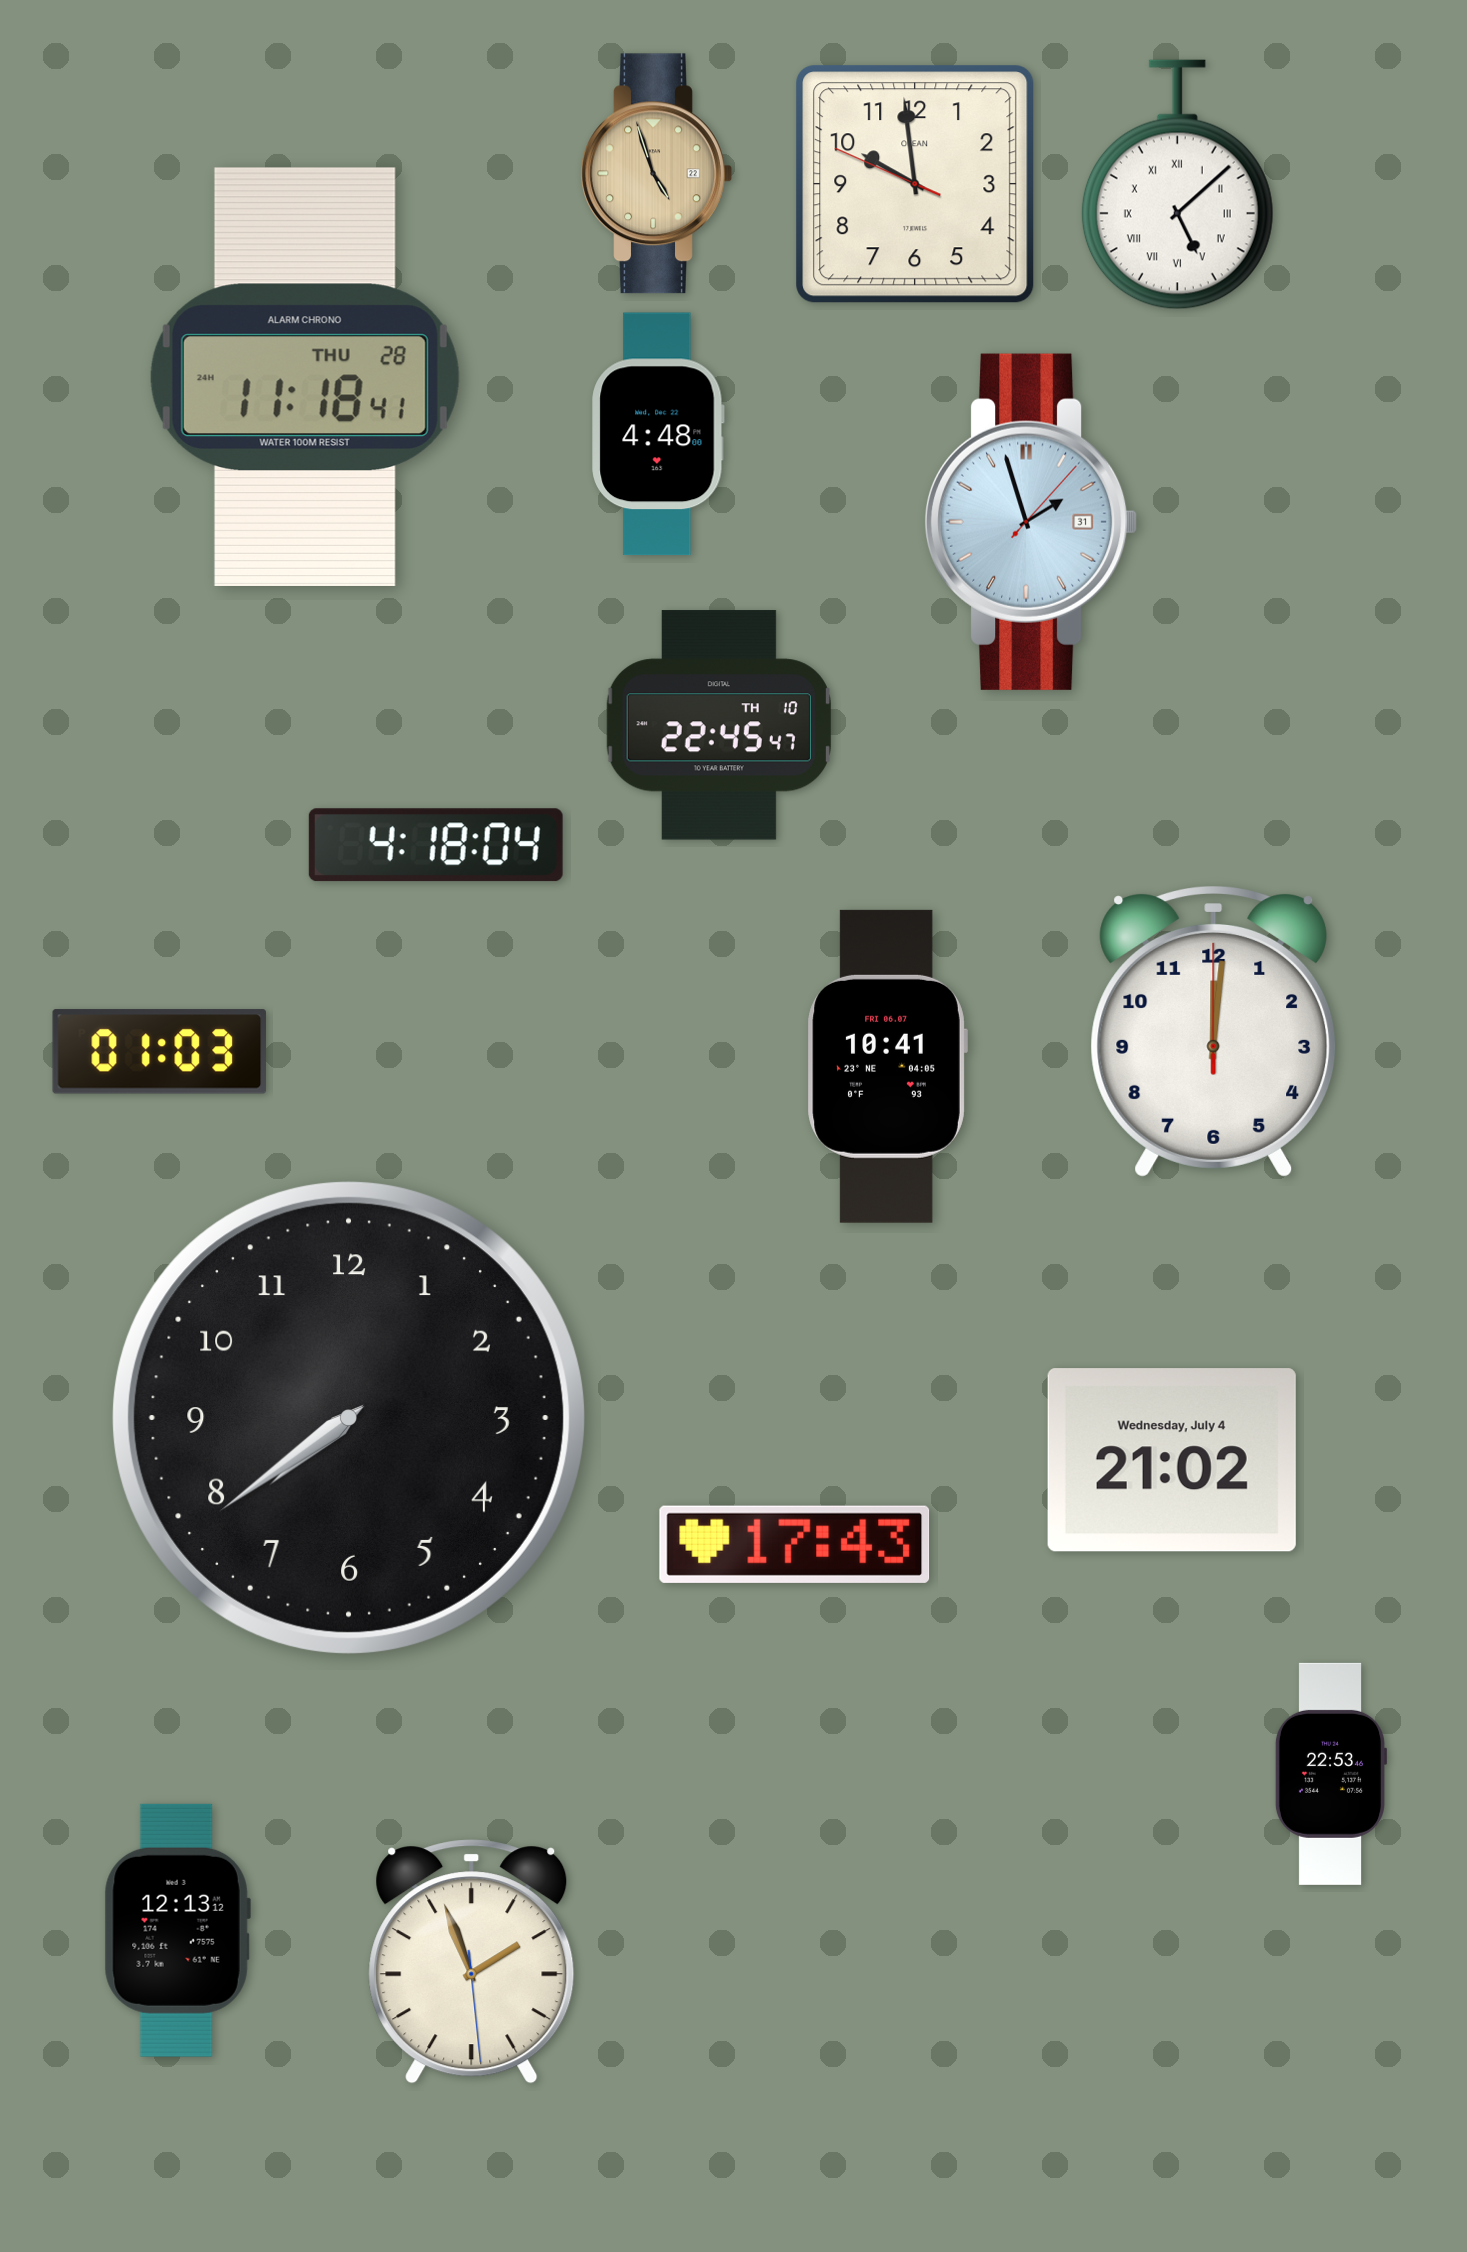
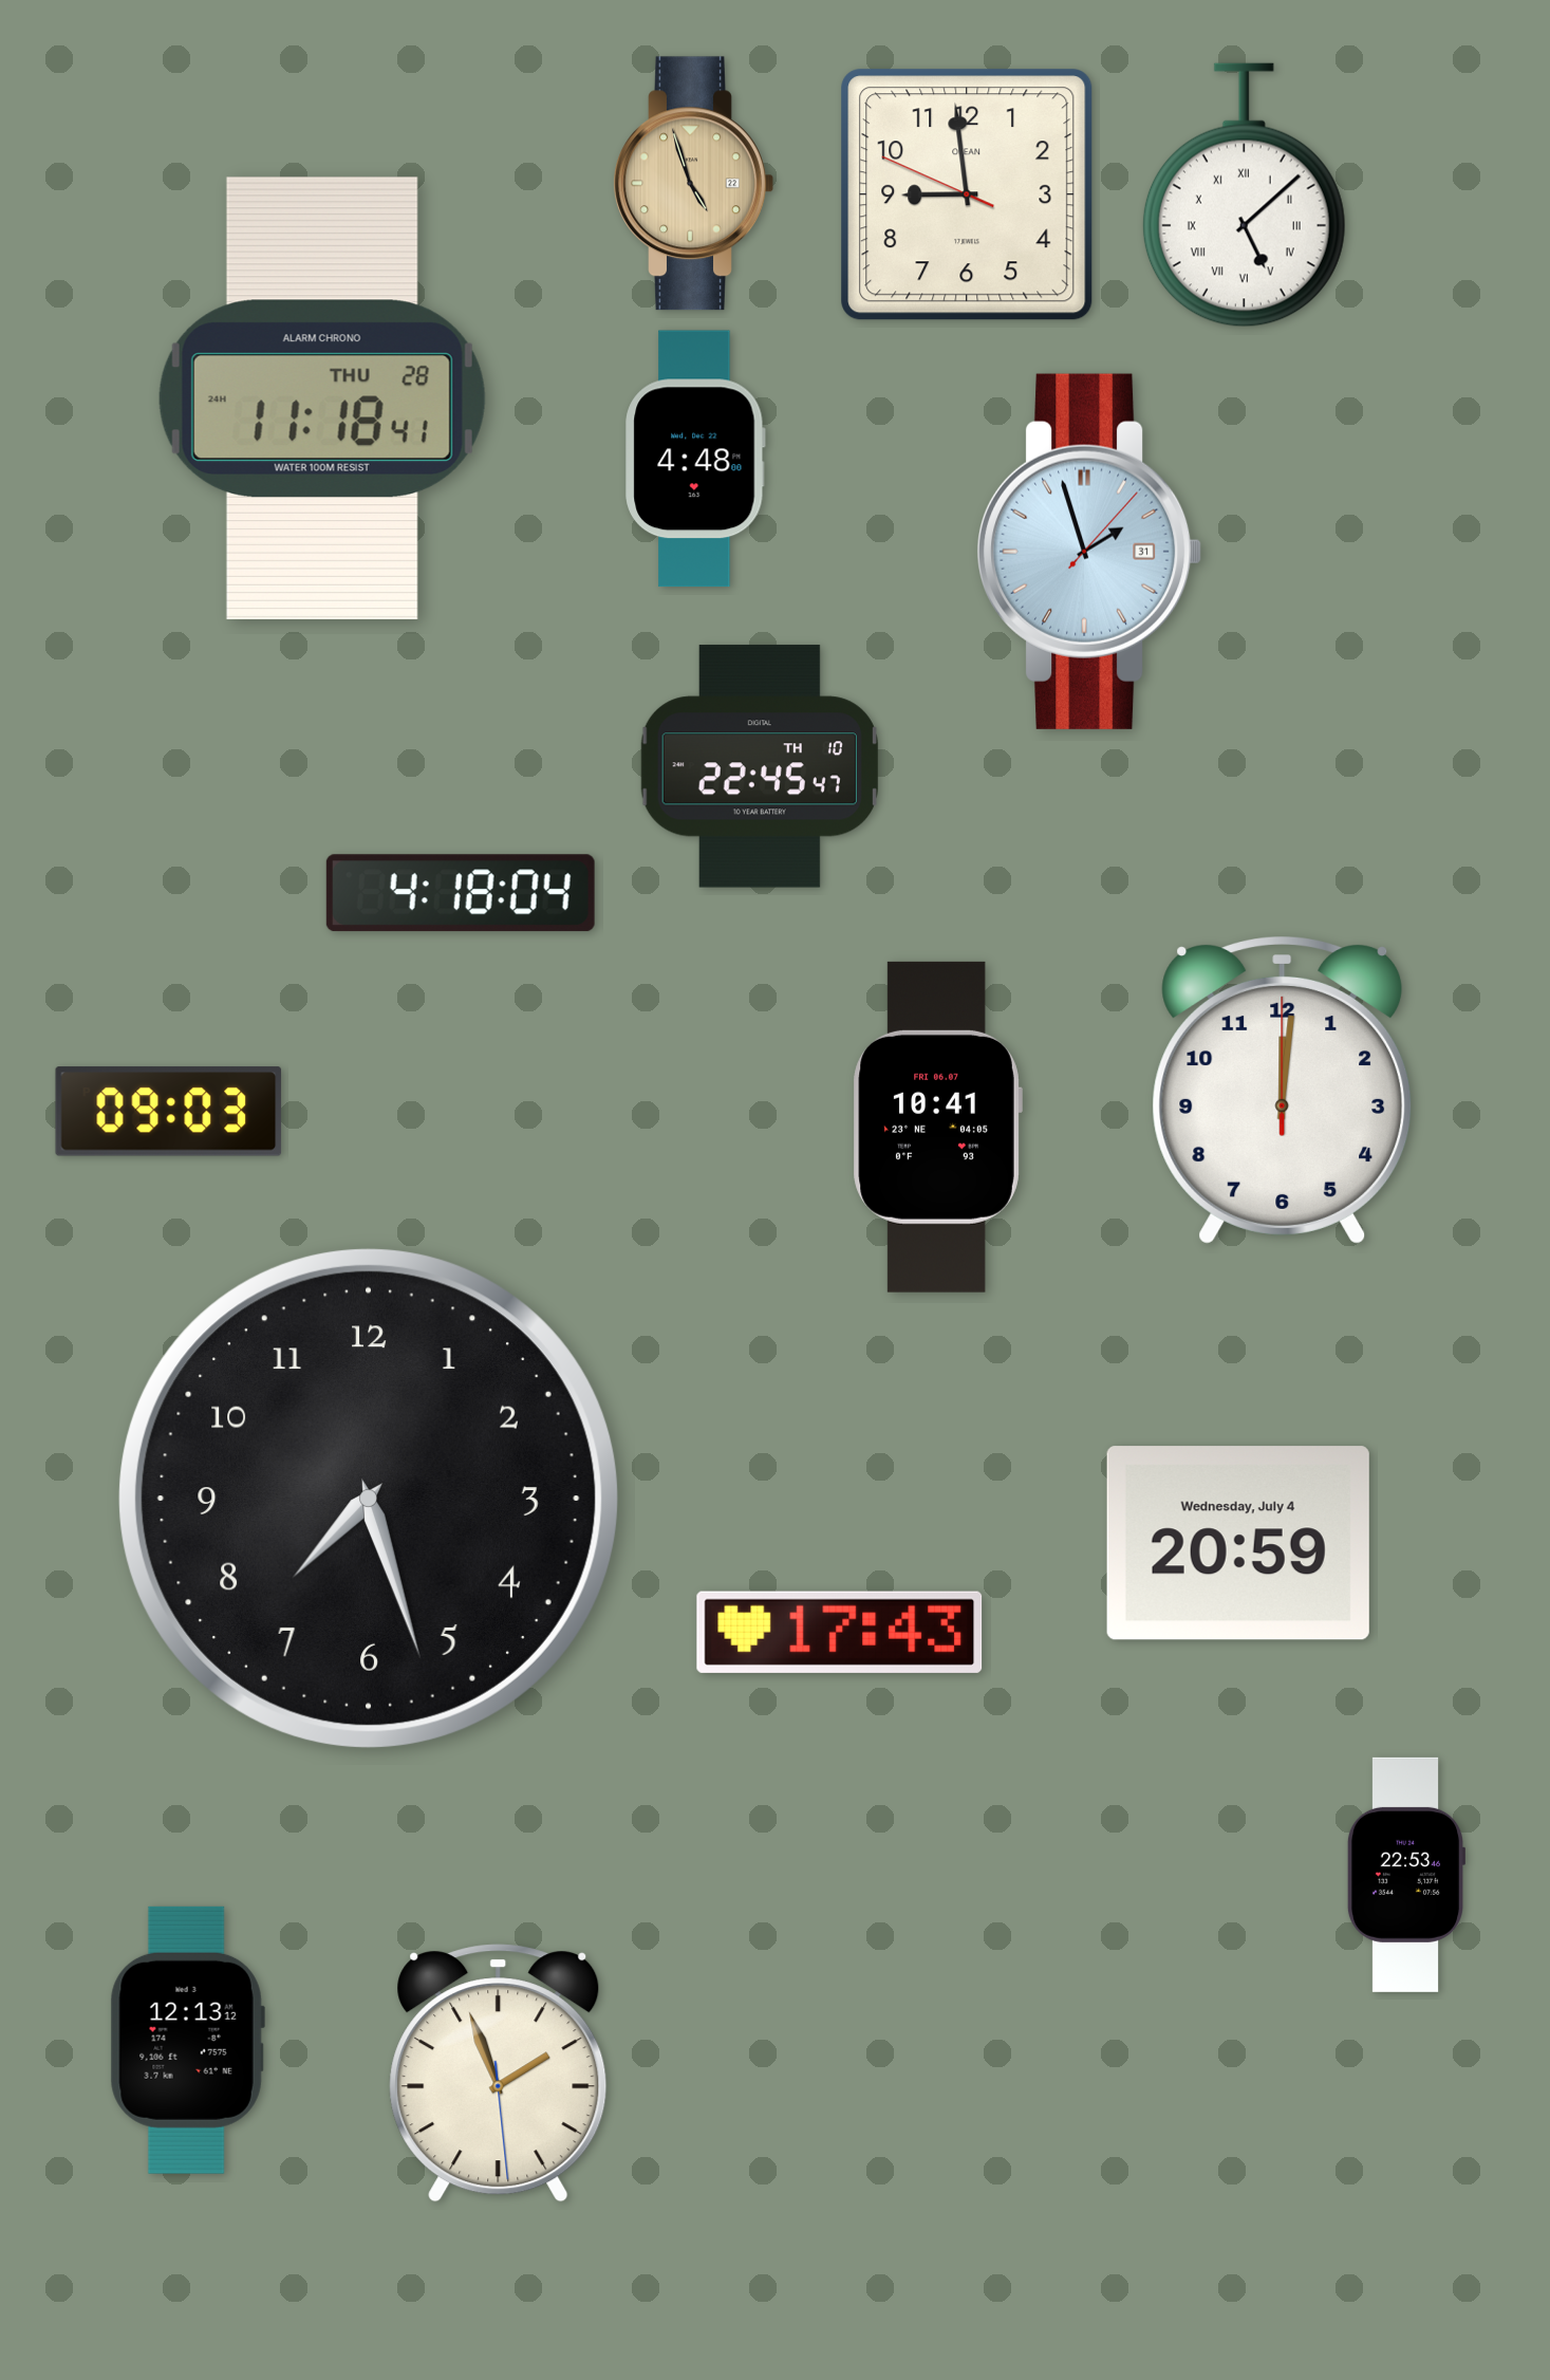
clock at (915, 184): 9:58 -> 8:58
clock at (160, 1052): 01:03 -> 09:03
clock at (349, 1418): 7:39 -> 7:27
clock at (1172, 1460): 21:02 -> 20:59
